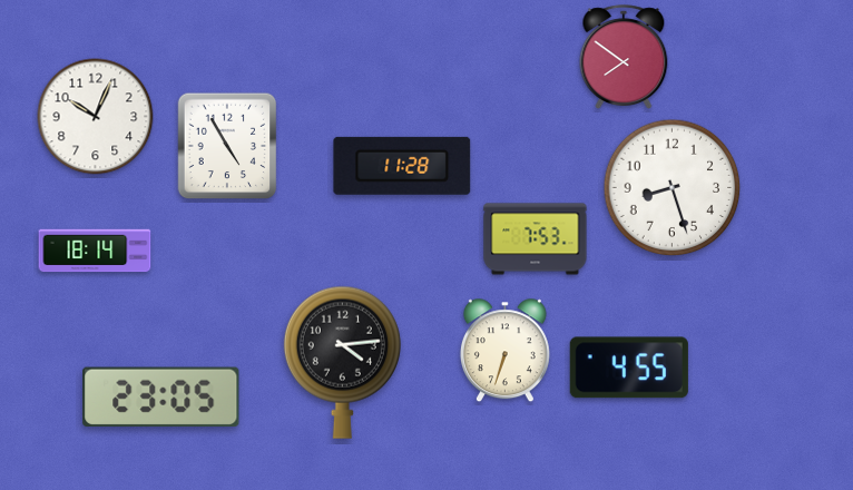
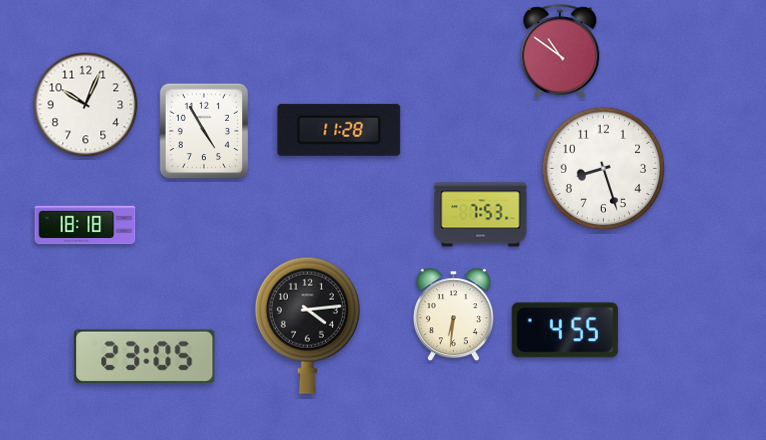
clock at (624, 57): 7:51 -> 10:51
clock at (402, 166) position: (402, 166) -> (339, 130)
clock at (95, 251): 18:14 -> 18:18
clock at (504, 351): 6:33 -> 6:31
